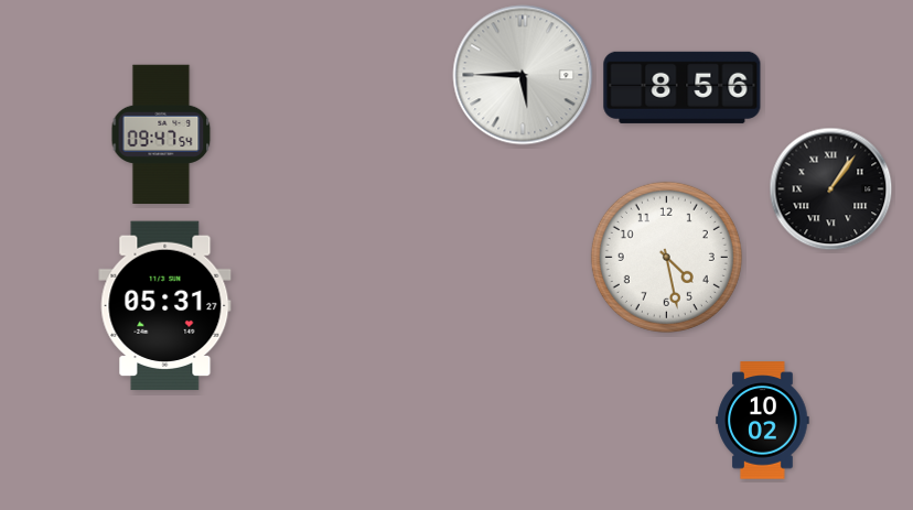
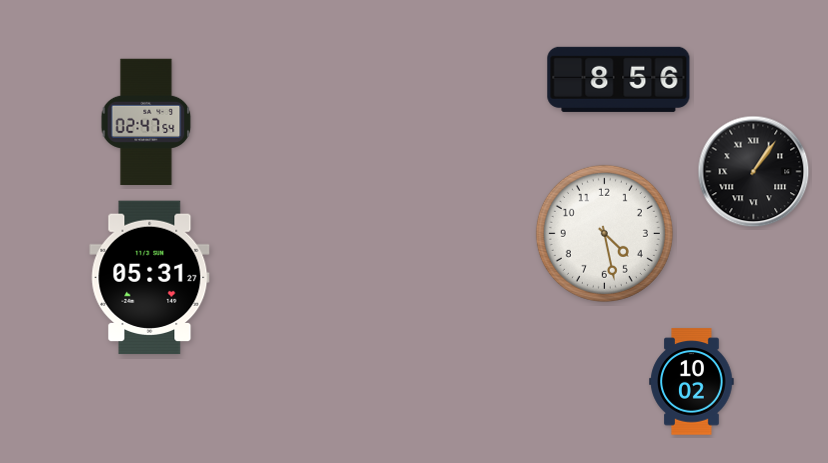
clock at (523, 75): 5:45 -> none
clock at (161, 133): 09:47 -> 02:47
